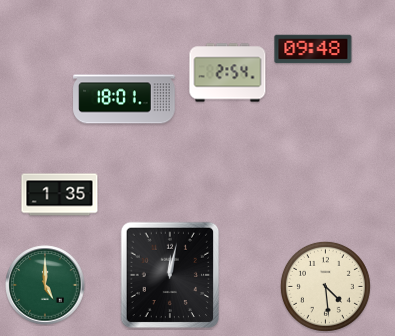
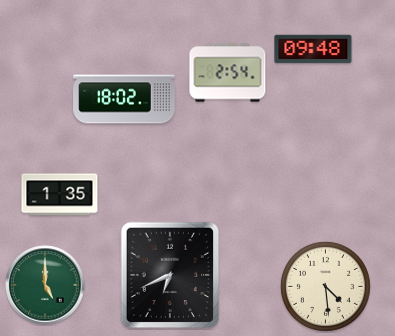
clock at (124, 99): 18:01 -> 18:02
clock at (170, 275): 12:02 -> 6:41
